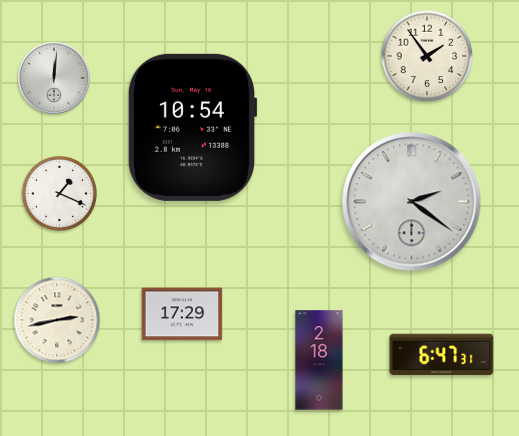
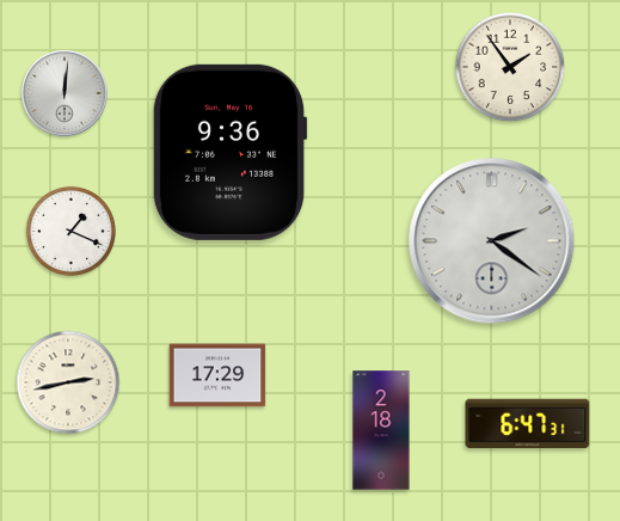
clock at (192, 127): 10:54 -> 9:36
